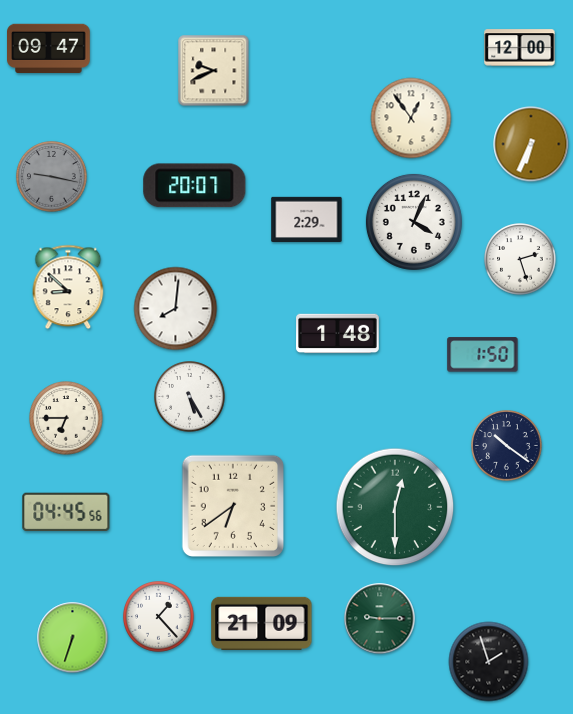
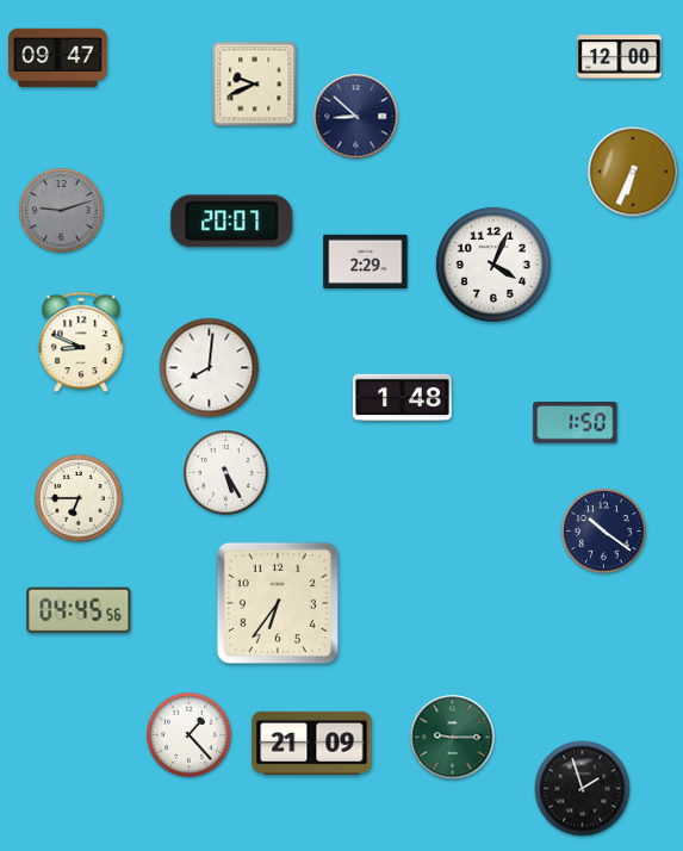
clock at (356, 117): none -> 8:52
clock at (411, 118): 12:54 -> none
clock at (52, 177): 9:17 -> 9:12
clock at (520, 259): 2:27 -> none
clock at (68, 287): 8:52 -> 8:49
clock at (232, 505): 6:39 -> 6:36
clock at (395, 507): 12:30 -> none
clock at (73, 638): 6:33 -> none
